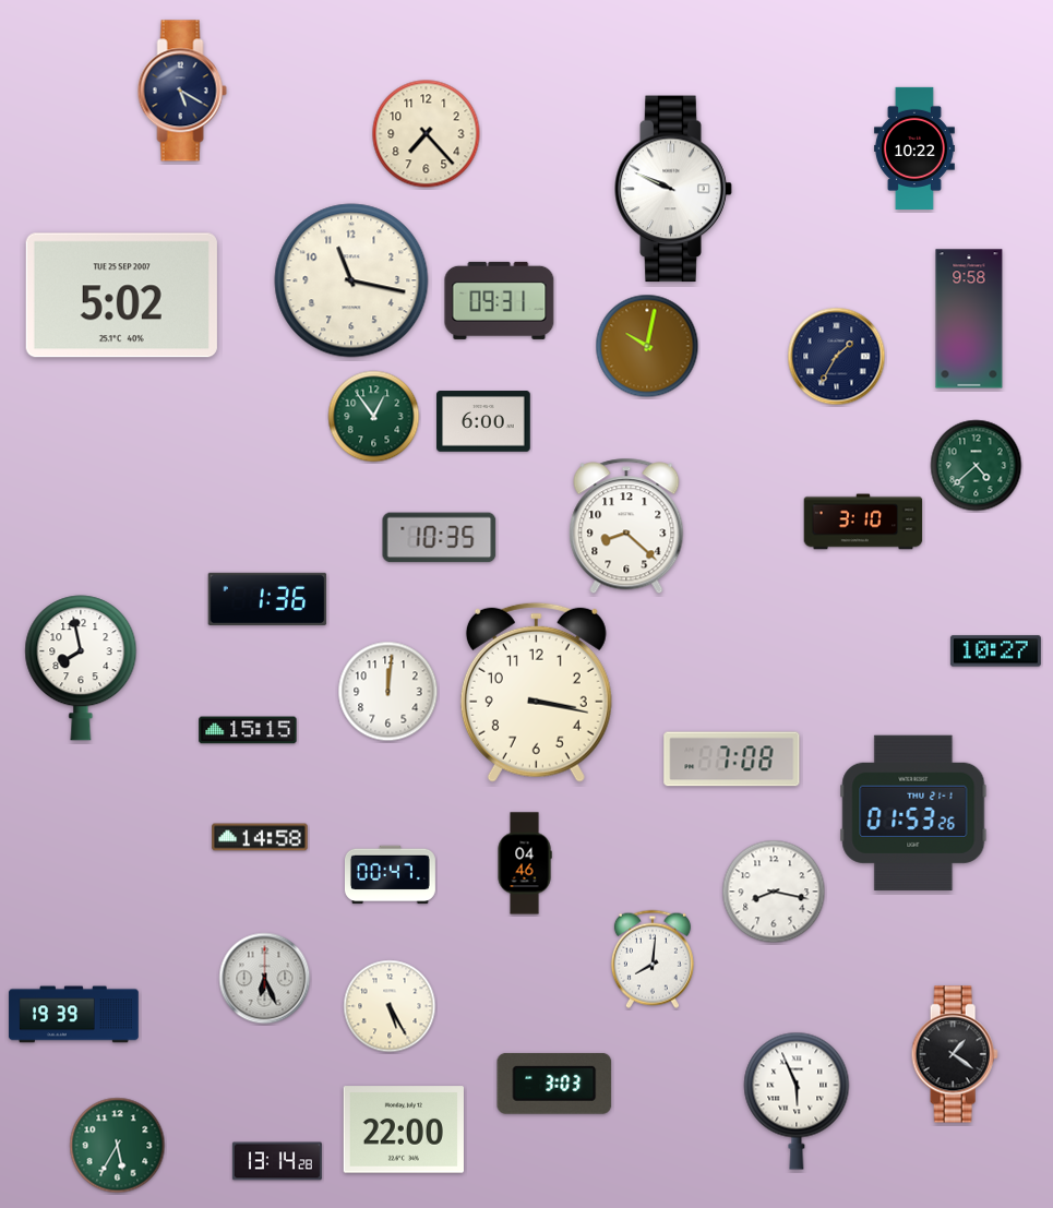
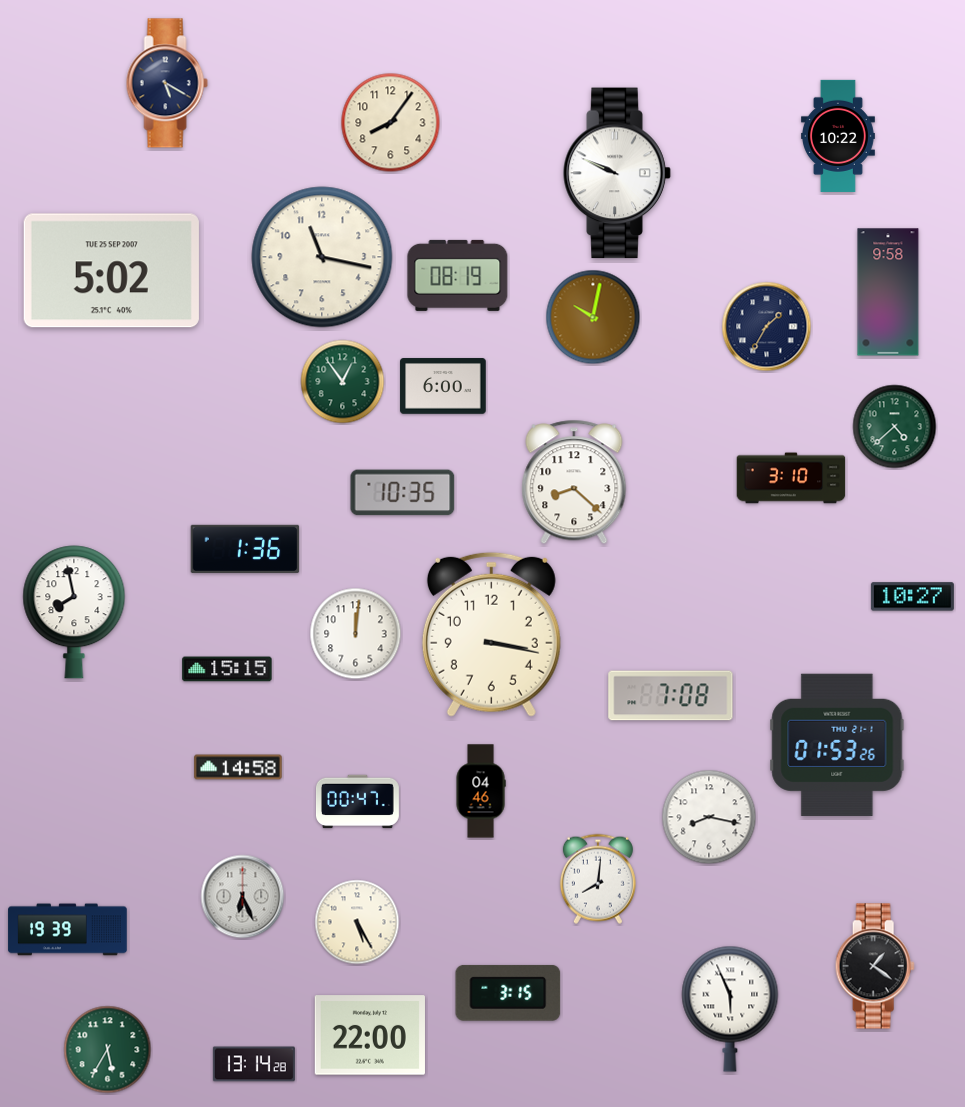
clock at (427, 134): 7:23 -> 8:06
clock at (500, 300): 09:31 -> 08:19
clock at (554, 1084): 3:03 -> 3:15
